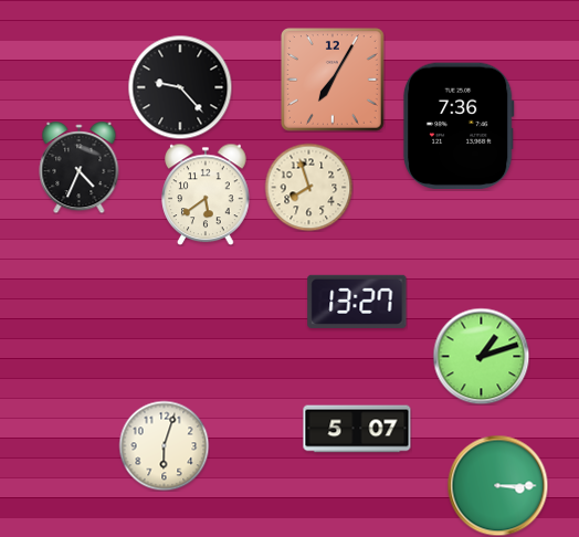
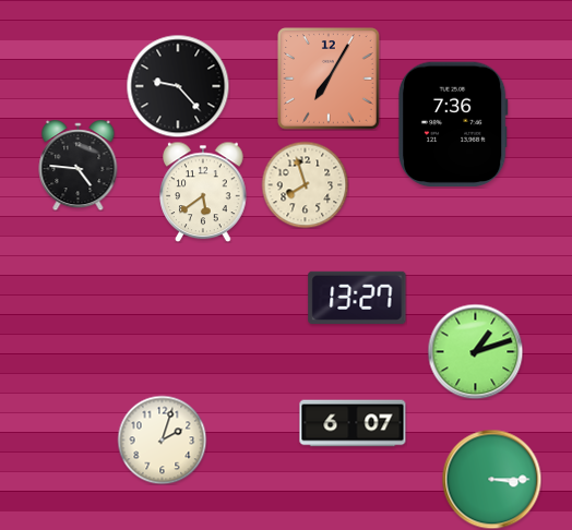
clock at (80, 168): 4:34 -> 4:46
clock at (357, 302) position: (357, 302) -> (357, 298)
clock at (357, 429): 5:07 -> 6:07
clock at (164, 445): 6:03 -> 2:03
